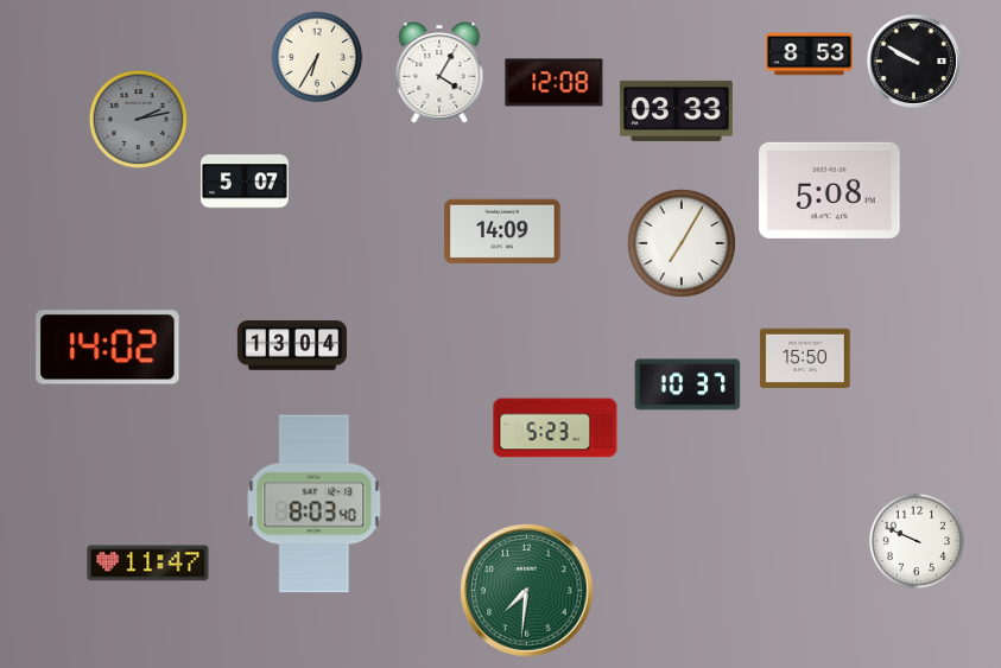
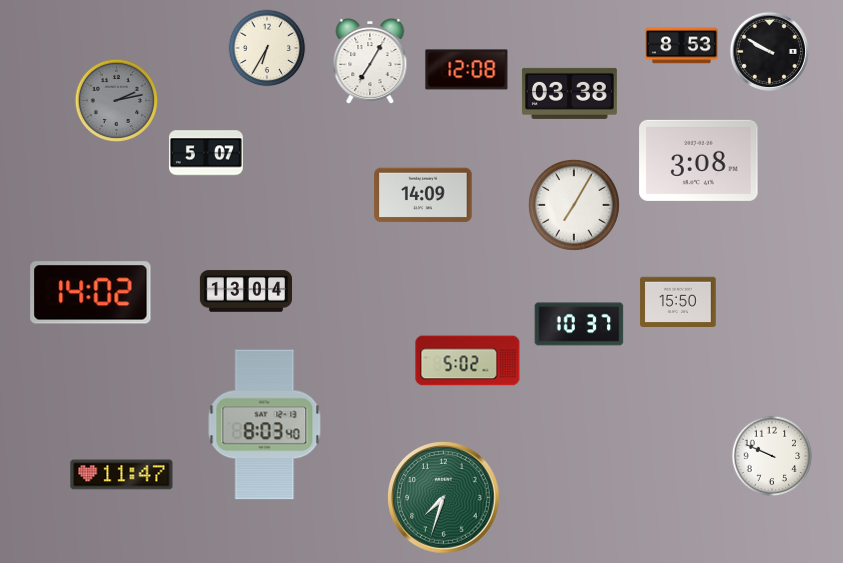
clock at (439, 74): 4:05 -> 7:05
clock at (676, 110): 03:33 -> 03:38
clock at (830, 190): 5:08 -> 3:08
clock at (556, 428): 5:23 -> 5:02
clock at (148, 564) position: (148, 564) -> (122, 475)
clock at (527, 591): 7:31 -> 7:33
